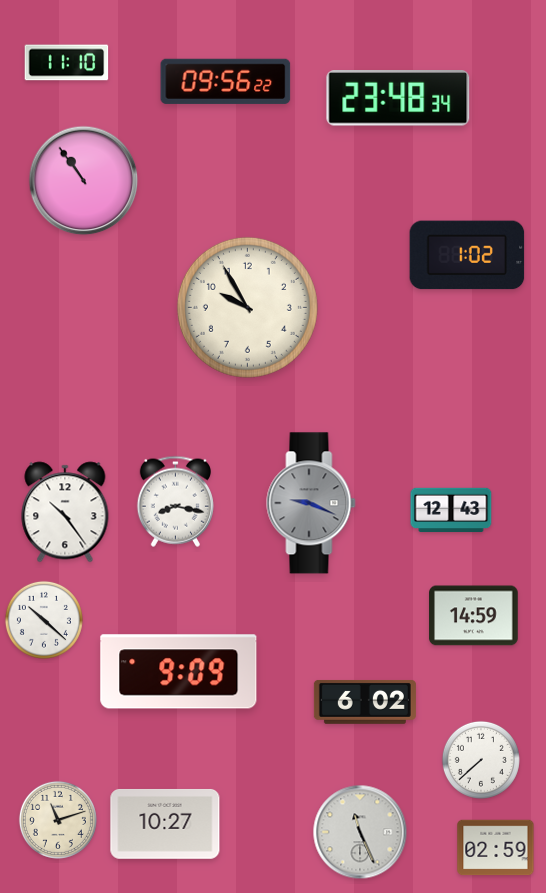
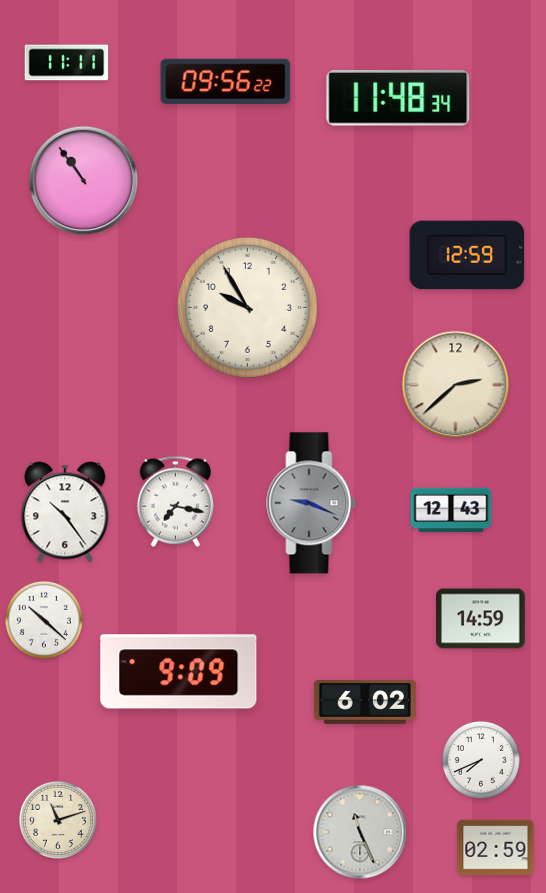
clock at (67, 63): 11:10 -> 11:11
clock at (398, 99): 23:48 -> 11:48
clock at (467, 255): 1:02 -> 12:59
clock at (456, 385): none -> 2:38
clock at (175, 501): 8:17 -> 7:17
clock at (474, 616) position: (474, 616) -> (481, 619)
clock at (481, 760): 7:38 -> 7:41
clock at (165, 824): 10:27 -> none
